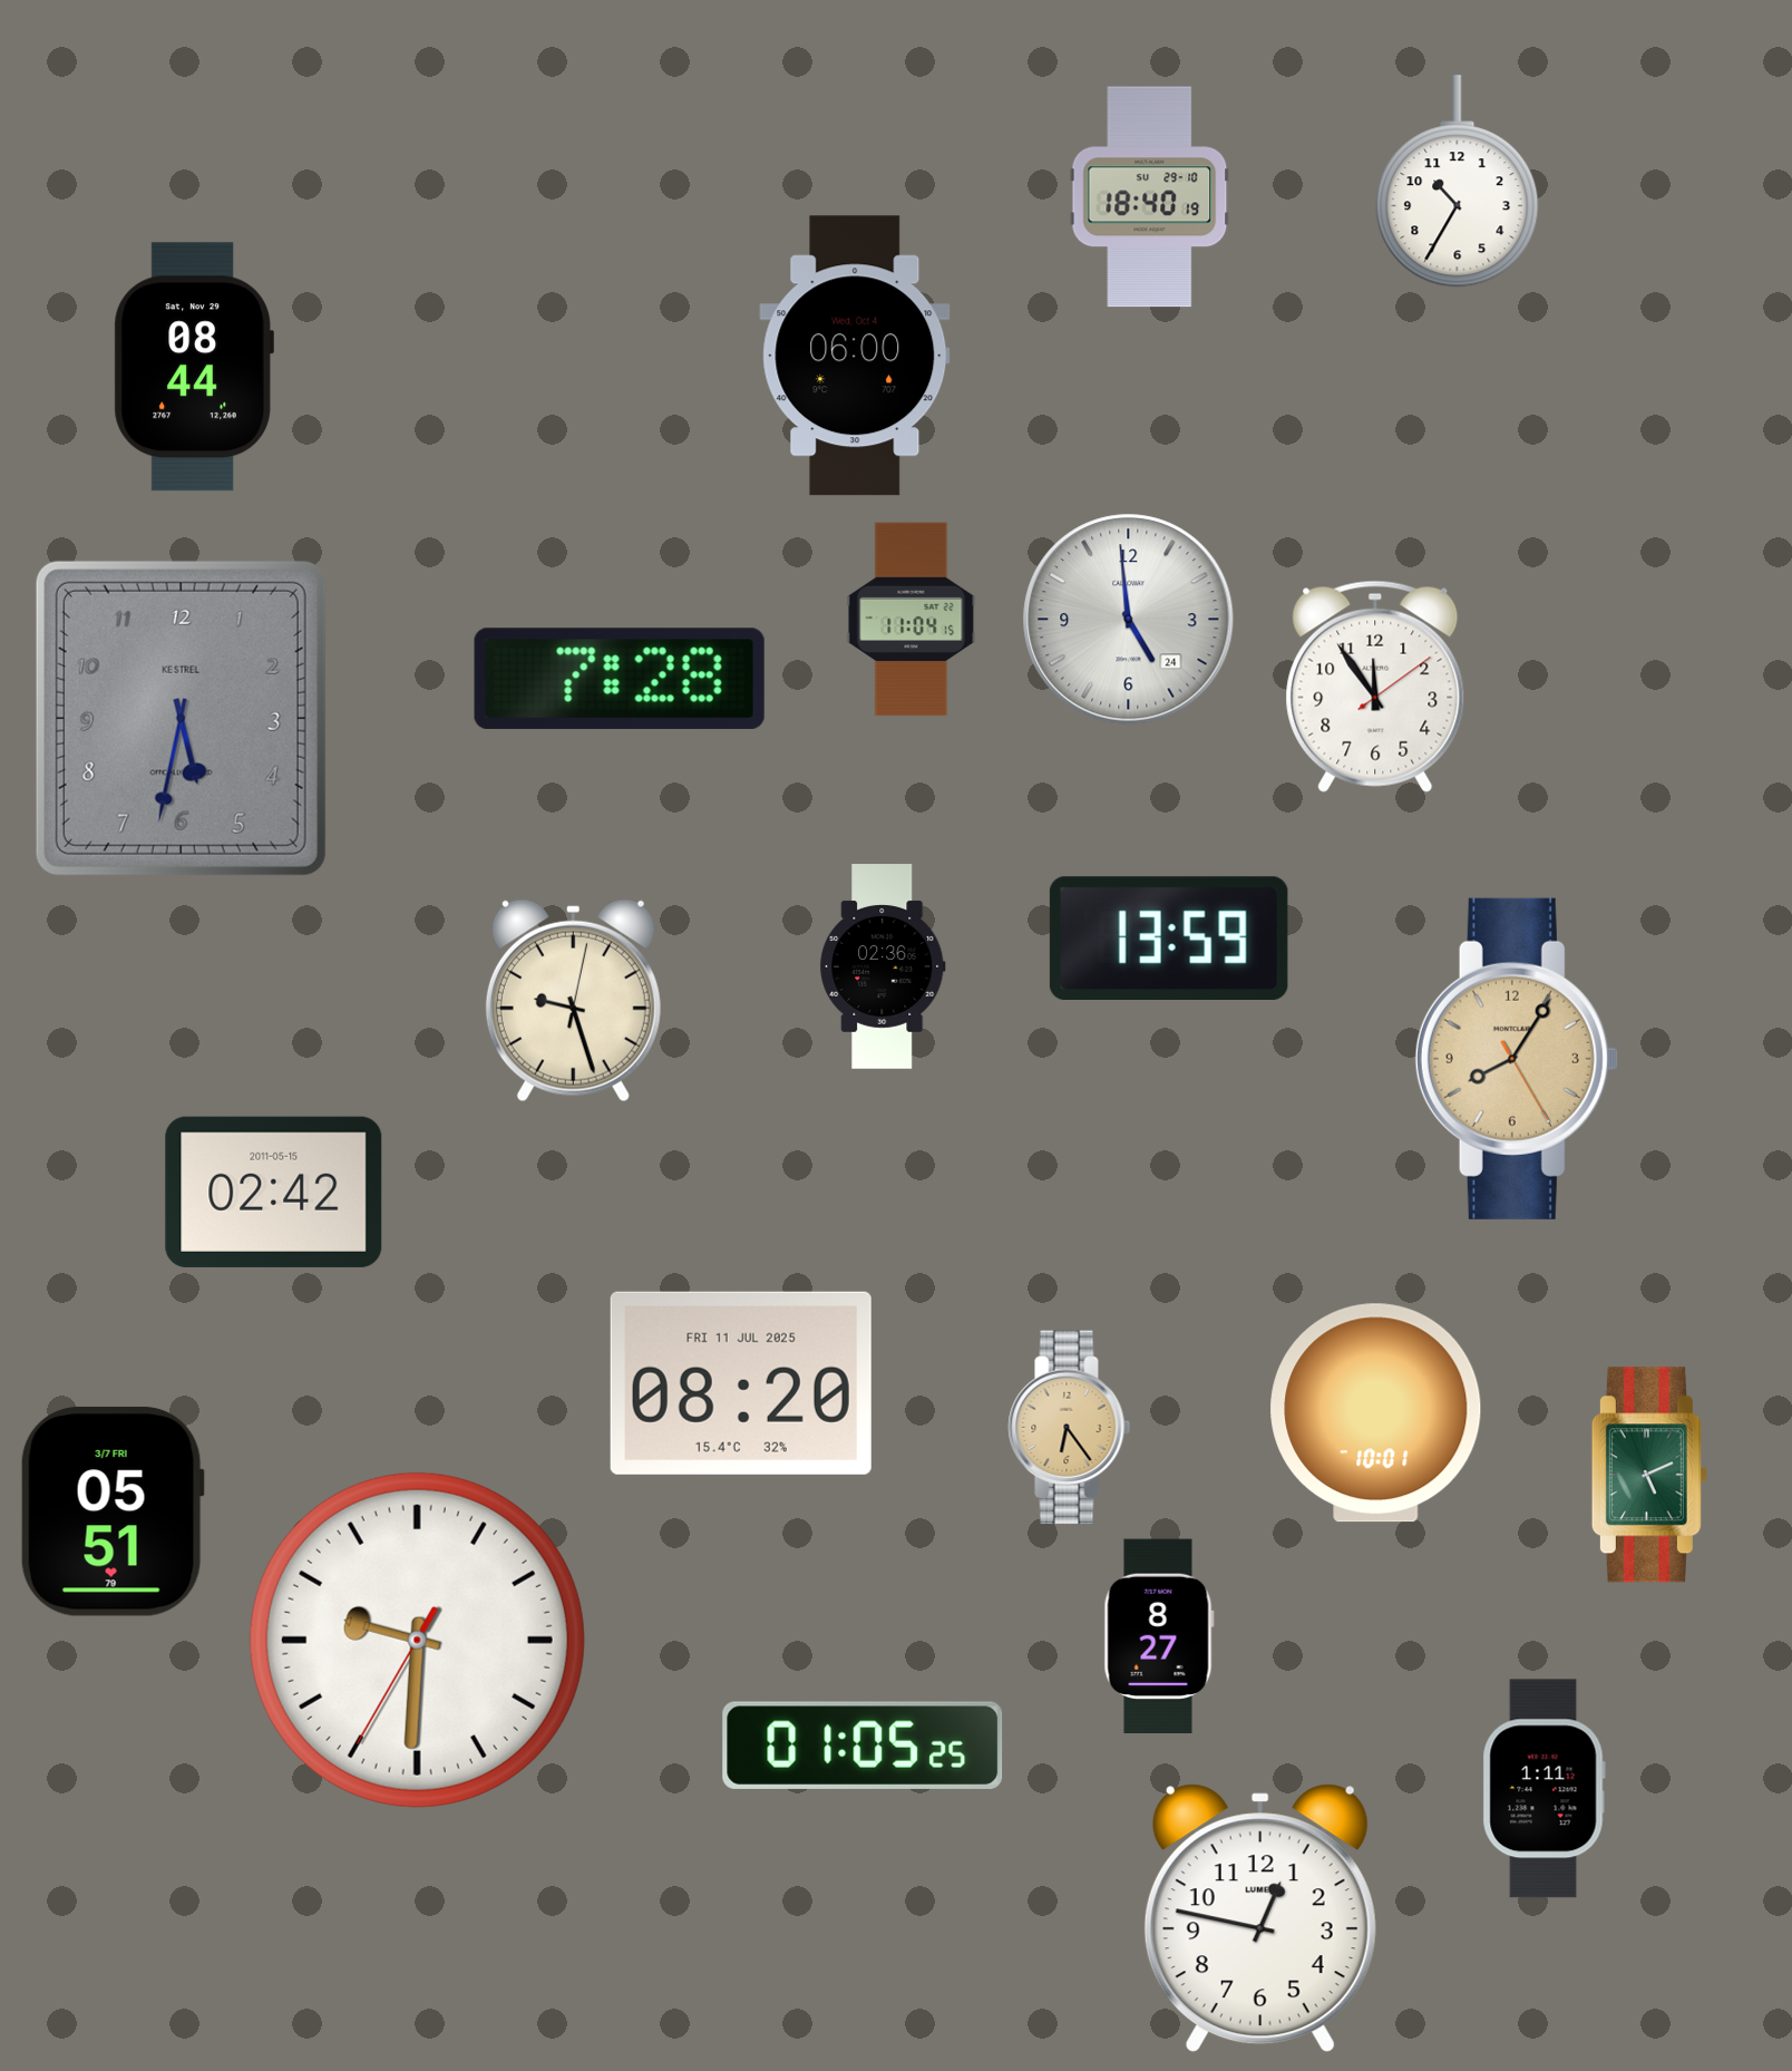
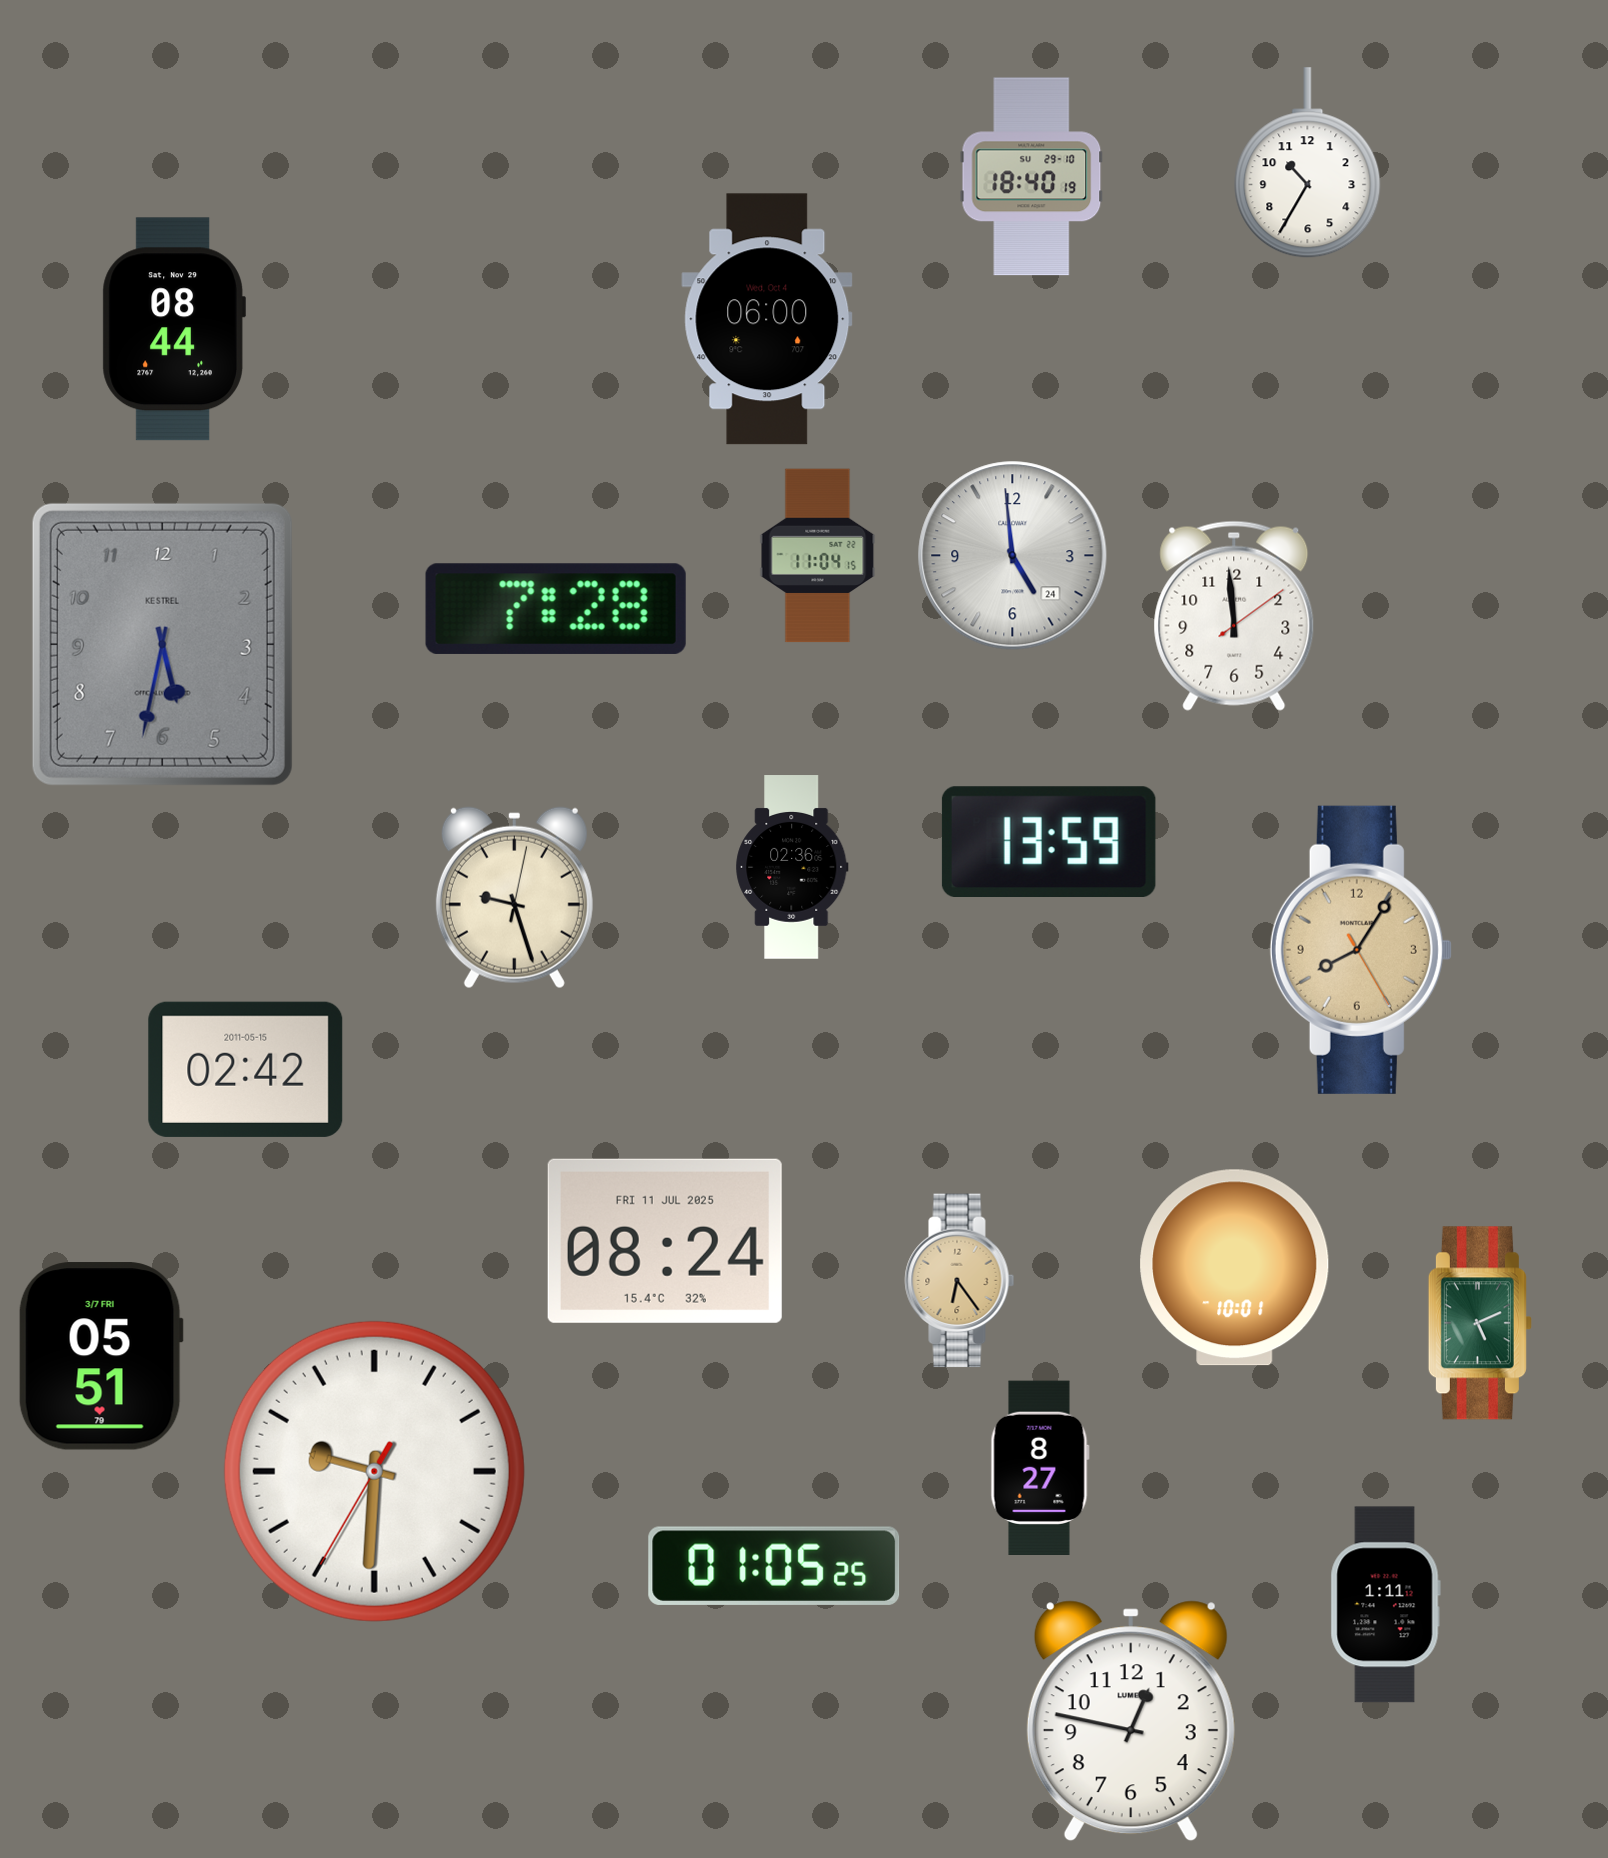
clock at (1375, 687): 11:54 -> 11:59
clock at (741, 1383): 08:20 -> 08:24
